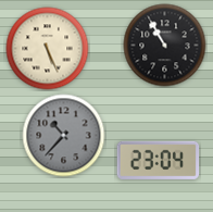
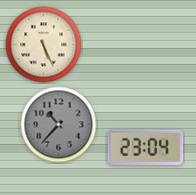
clock at (165, 46): 10:55 -> none
